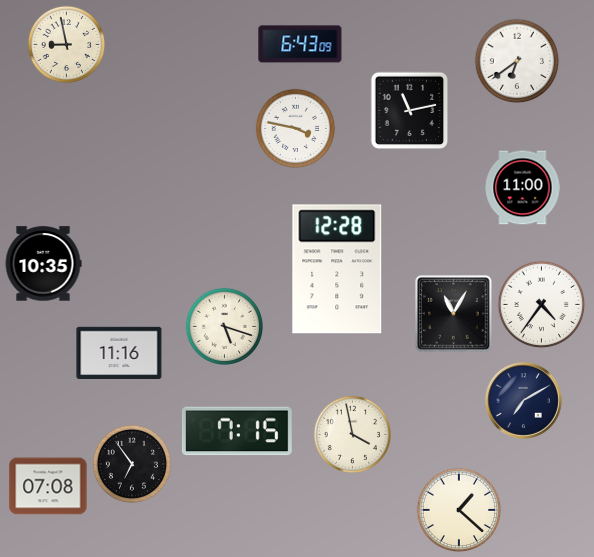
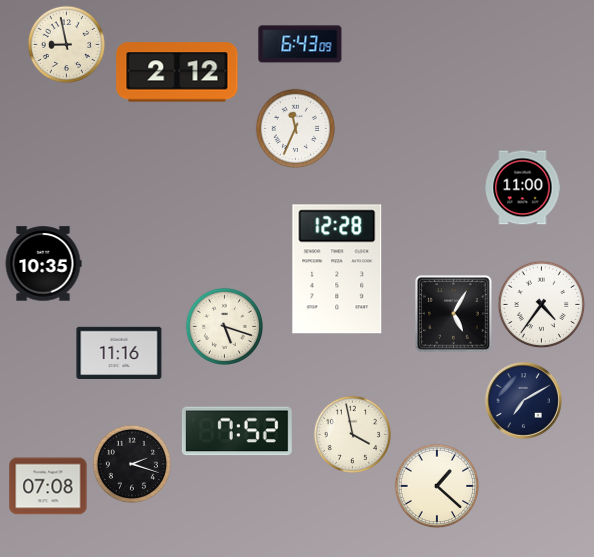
clock at (517, 61): 6:39 -> none
clock at (177, 72): none -> 2:12
clock at (409, 110): 11:13 -> none
clock at (295, 128): 3:47 -> 11:34
clock at (454, 314): 11:05 -> 5:05
clock at (237, 431): 7:15 -> 7:52
clock at (131, 463): 6:54 -> 2:18
clock at (459, 510) position: (459, 510) -> (437, 486)
